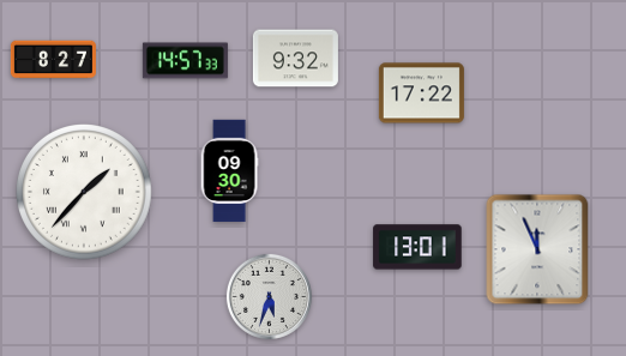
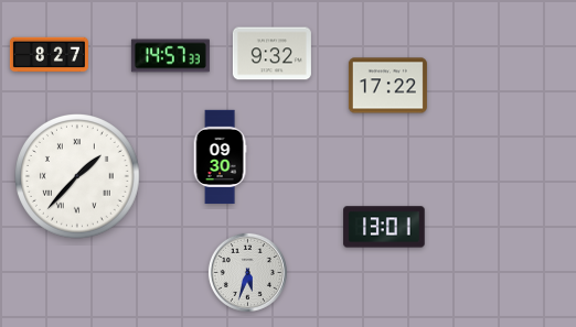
clock at (229, 171) position: (229, 171) -> (220, 157)
clock at (537, 249): 11:56 -> none
